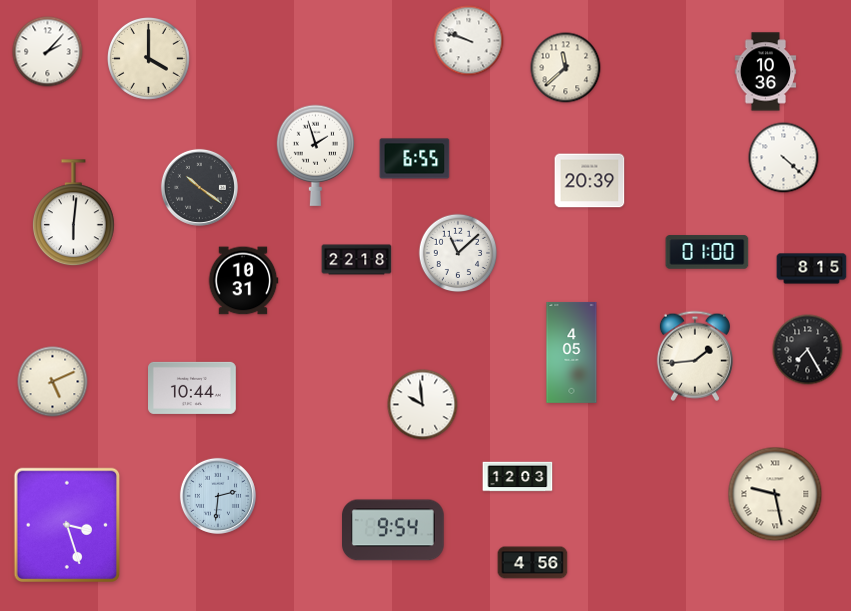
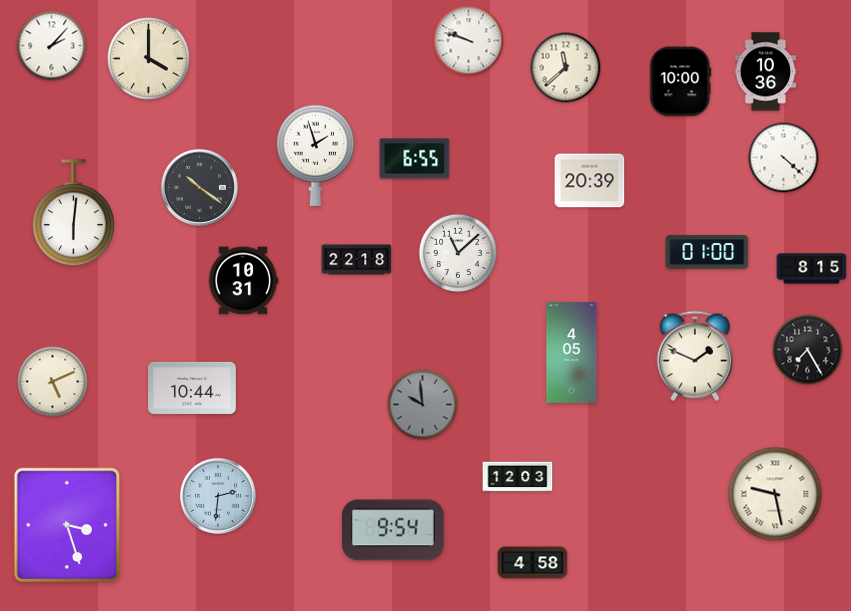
clock at (48, 52) position: (48, 52) -> (52, 46)
clock at (681, 82): none -> 10:00
clock at (695, 356): 1:44 -> 1:49
clock at (423, 405) dial: white -> grey
clock at (533, 563): 4:56 -> 4:58
